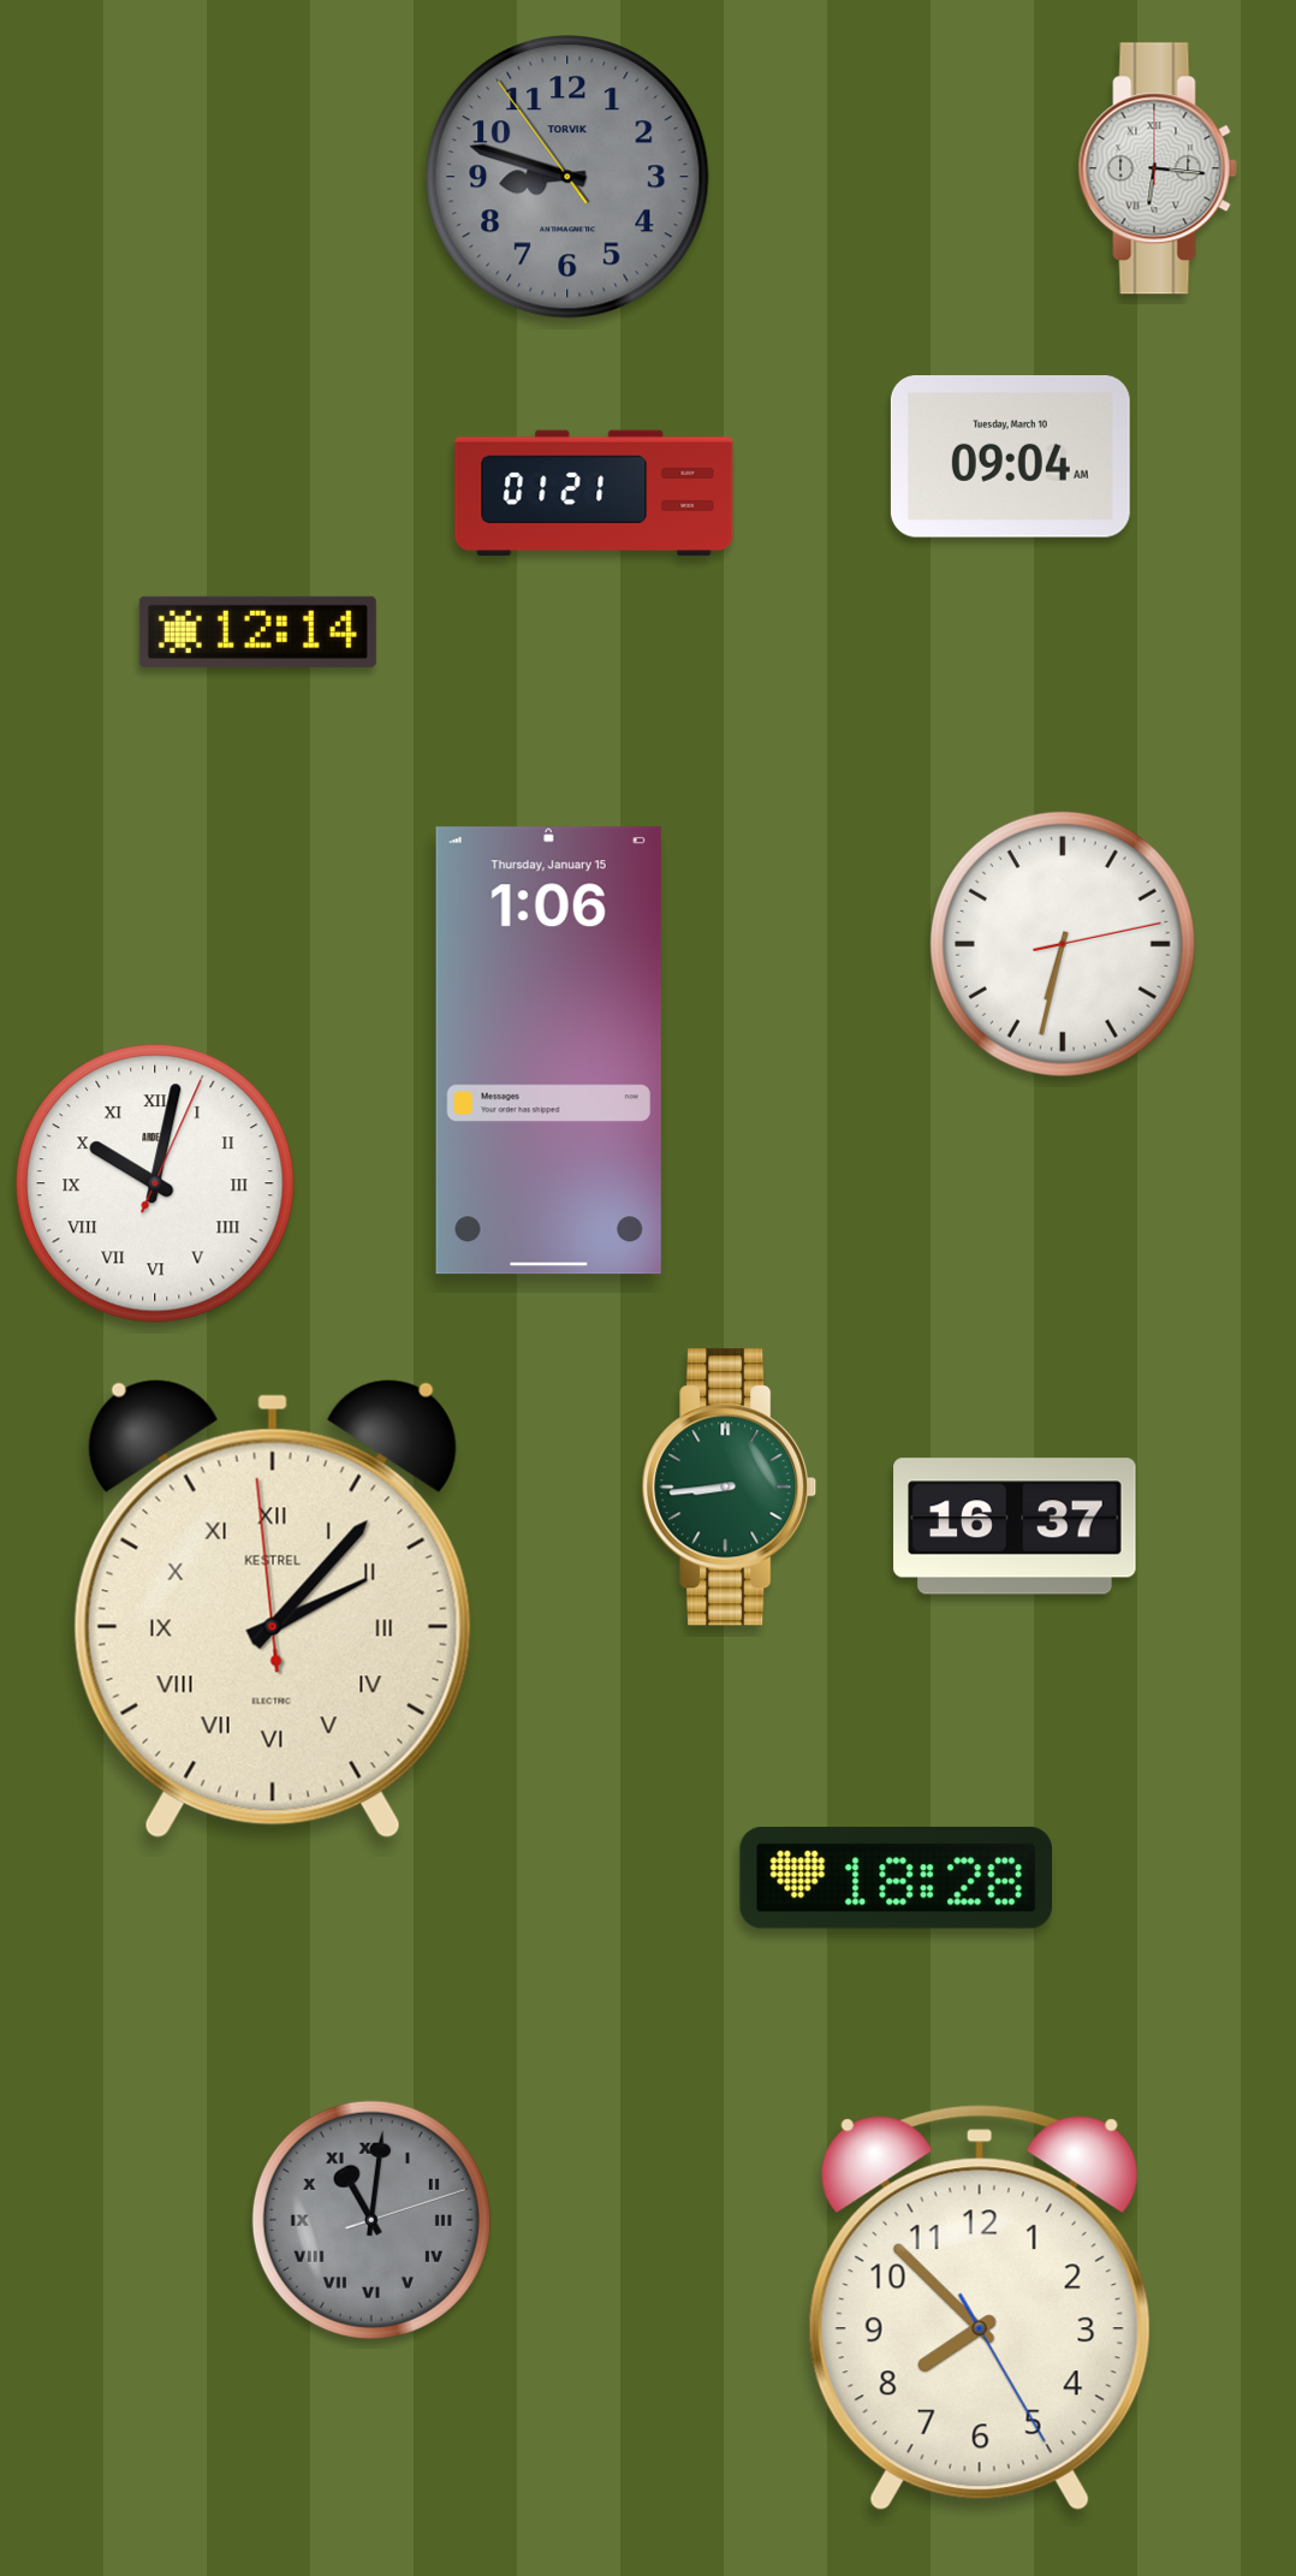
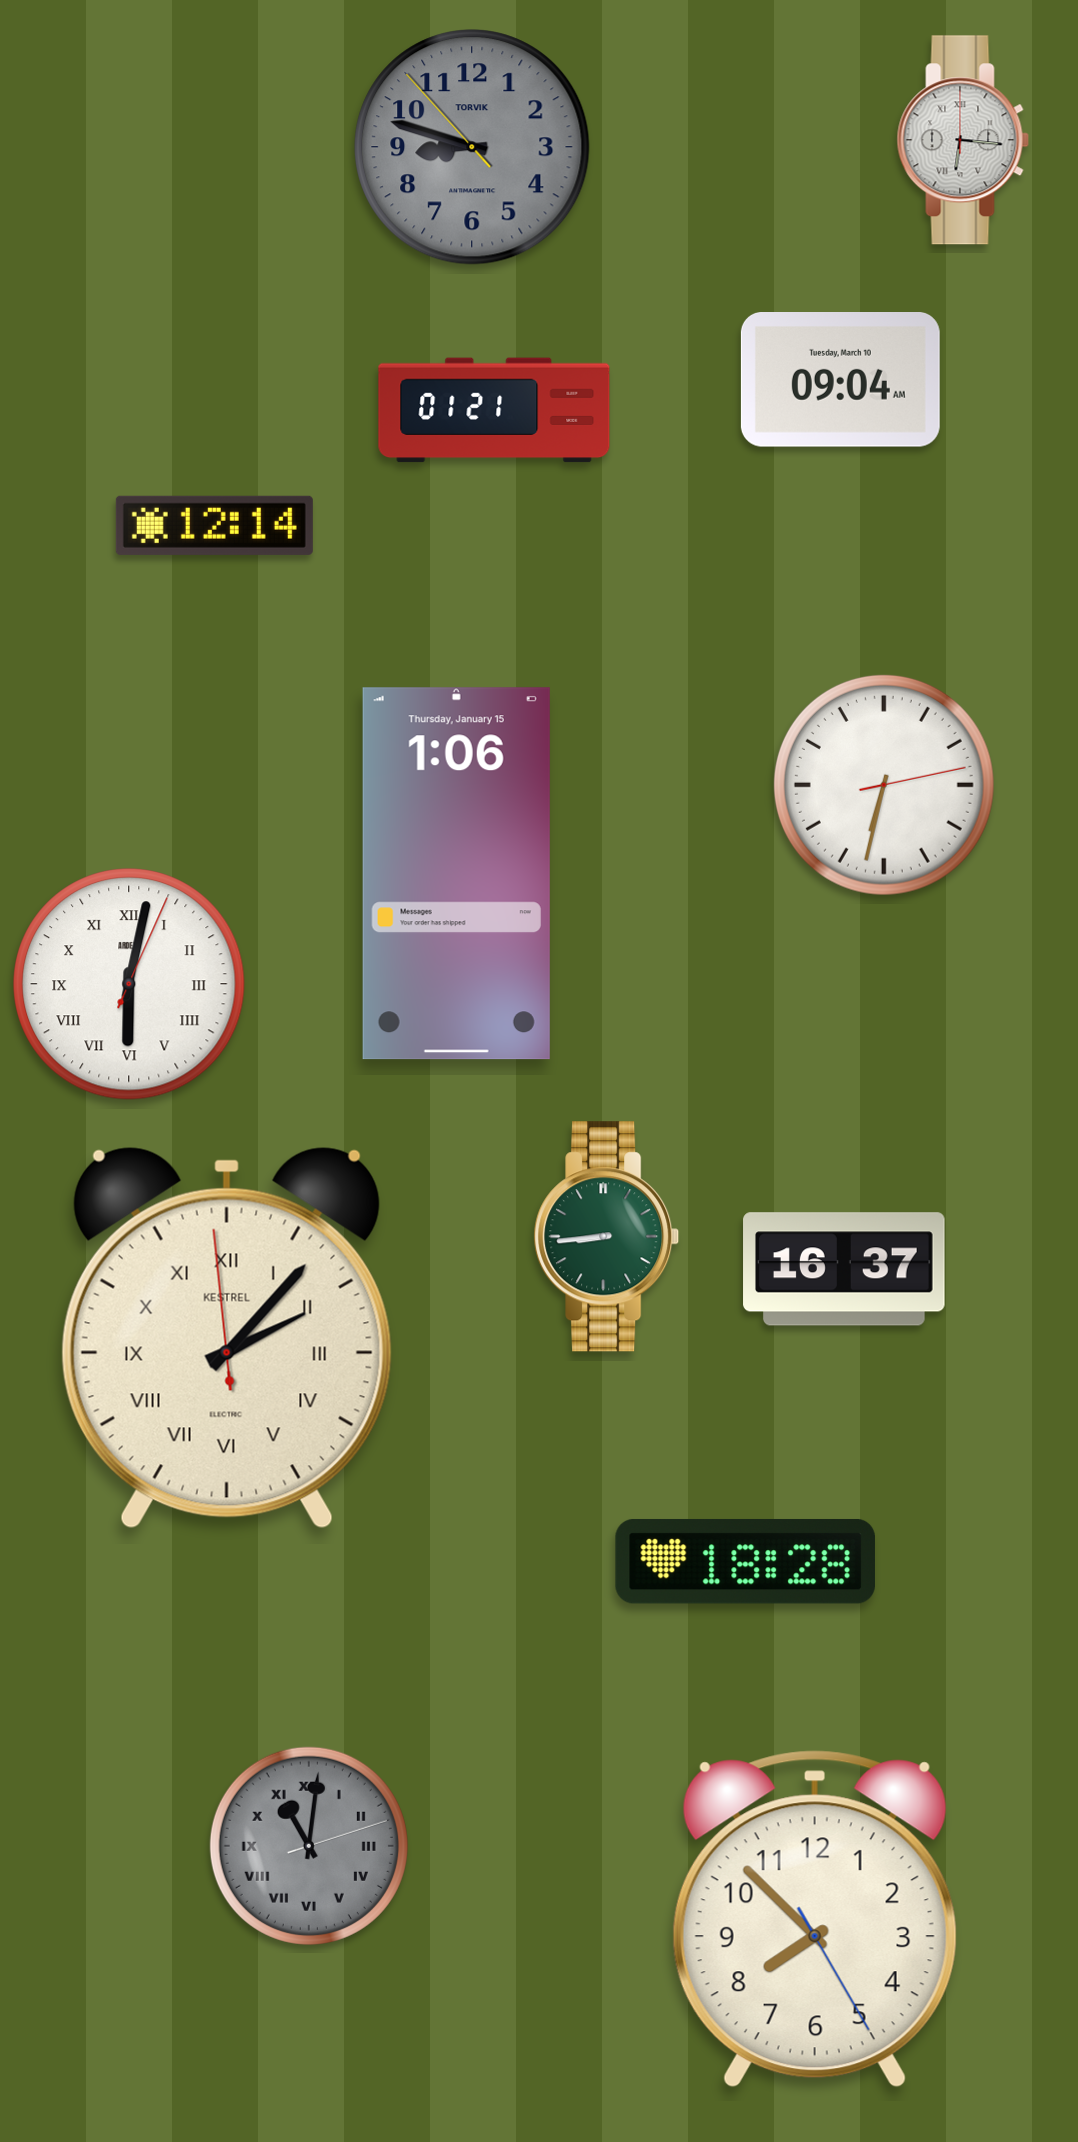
clock at (567, 177): 8:47:54 -> 8:47:53
clock at (155, 1183): 10:02 -> 6:02
